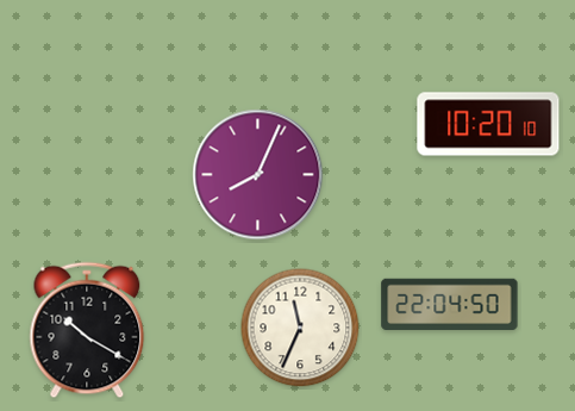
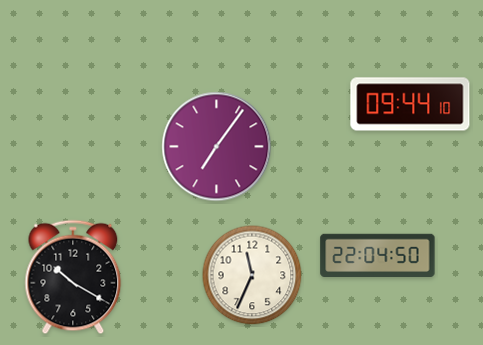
clock at (488, 124): 10:20 -> 09:44
clock at (258, 175): 8:04 -> 7:06
